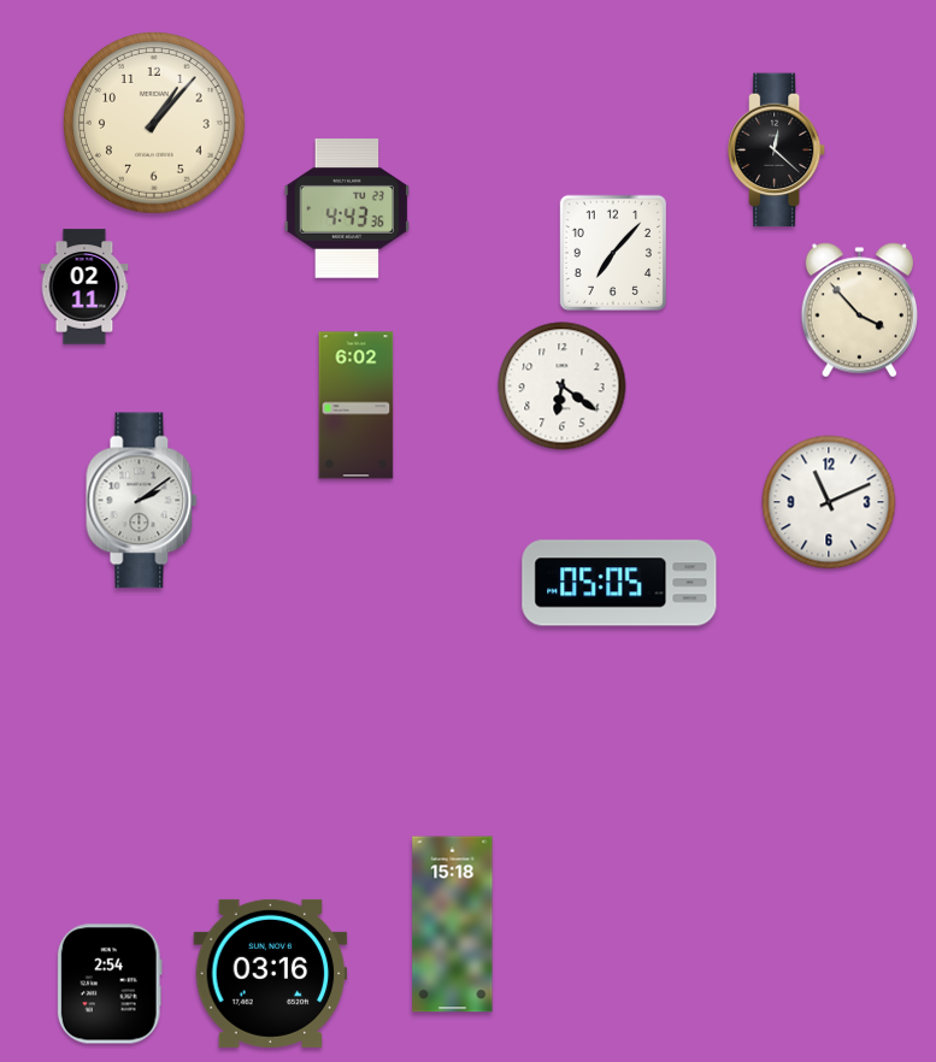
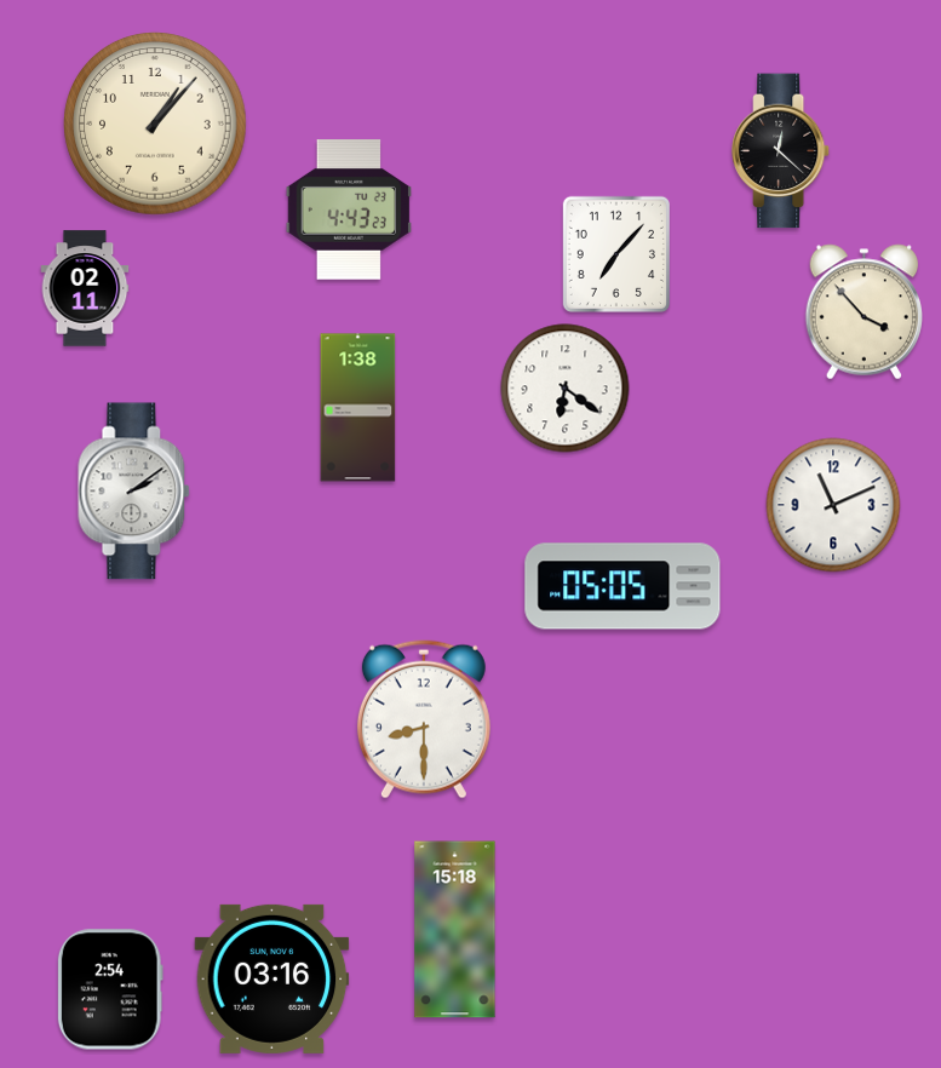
clock at (346, 208): 4:43:36 -> 4:43:23
clock at (357, 406): 6:02 -> 1:38
clock at (142, 501) position: (142, 501) -> (134, 492)
clock at (424, 719): none -> 8:30
